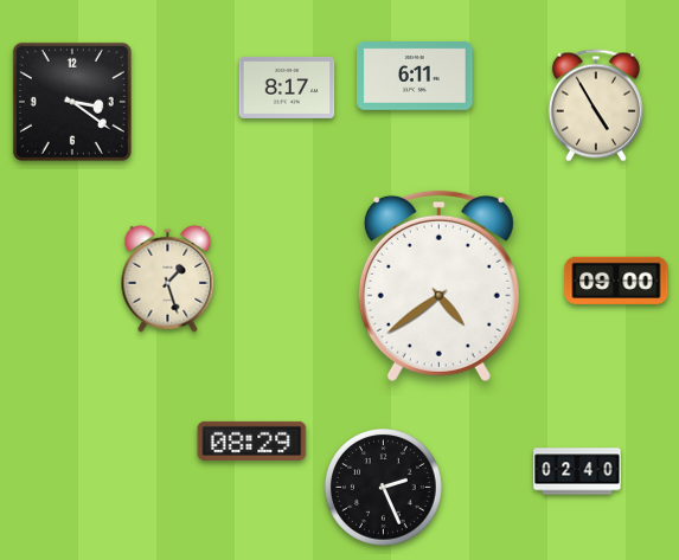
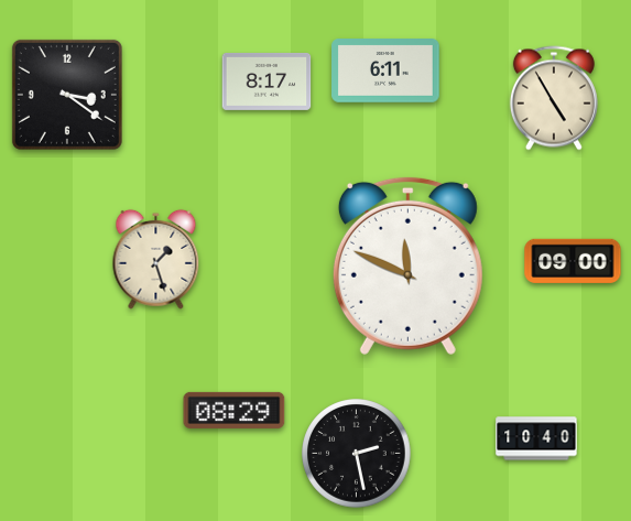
clock at (438, 285): 4:39 -> 11:49
clock at (577, 471): 02:40 -> 10:40
clock at (384, 488): 2:26 -> 2:28
